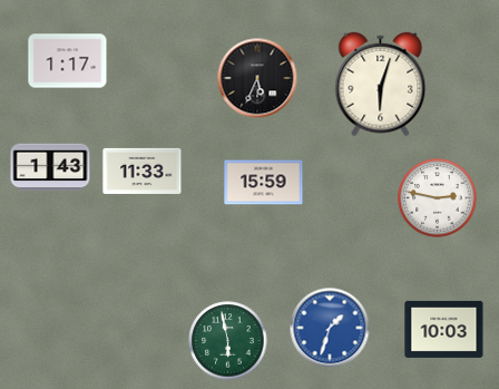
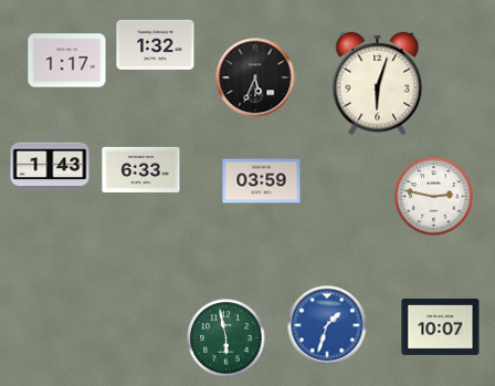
clock at (156, 44): none -> 1:32
clock at (143, 171): 11:33 -> 6:33
clock at (264, 183): 15:59 -> 03:59
clock at (444, 329): 10:03 -> 10:07
